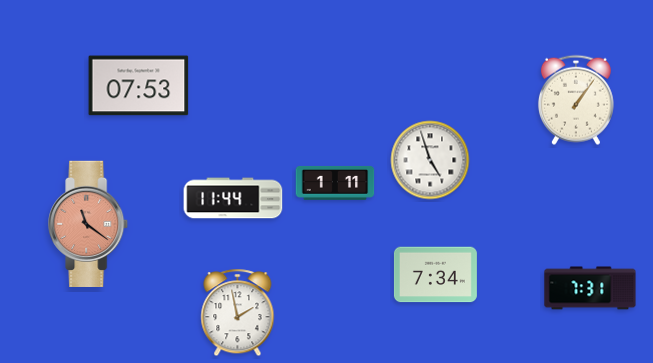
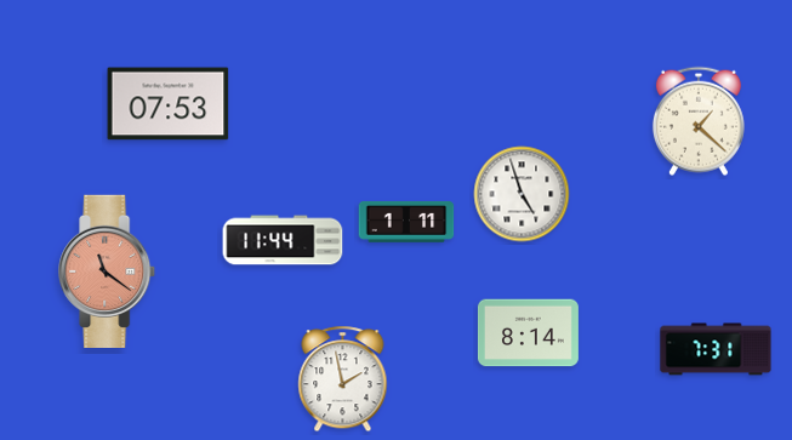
clock at (576, 100): 1:06 -> 1:22
clock at (435, 275): 7:34 -> 8:14
clock at (238, 313) position: (238, 313) -> (343, 379)
